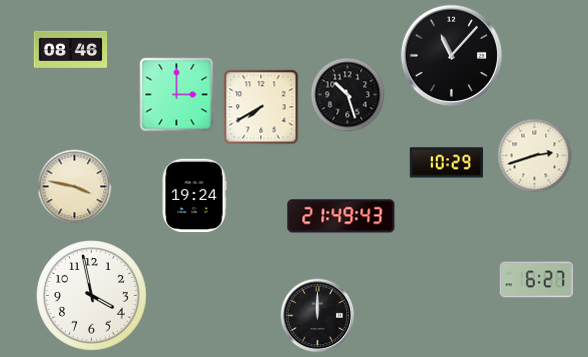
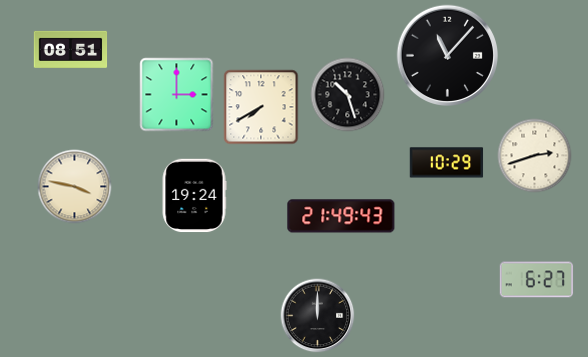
clock at (71, 49): 08:46 -> 08:51
clock at (451, 55) position: (451, 55) -> (447, 55)
clock at (92, 296): 3:58 -> none
